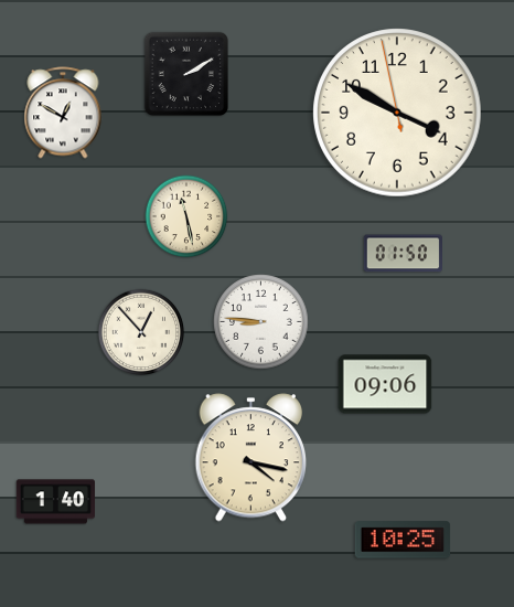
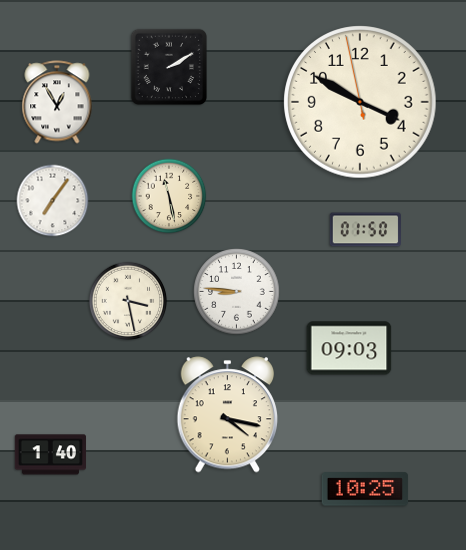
clock at (63, 113): 12:50 -> 12:55
clock at (53, 201): none -> 7:06
clock at (141, 332): 12:53 -> 3:28
clock at (385, 384): 09:06 -> 09:03
